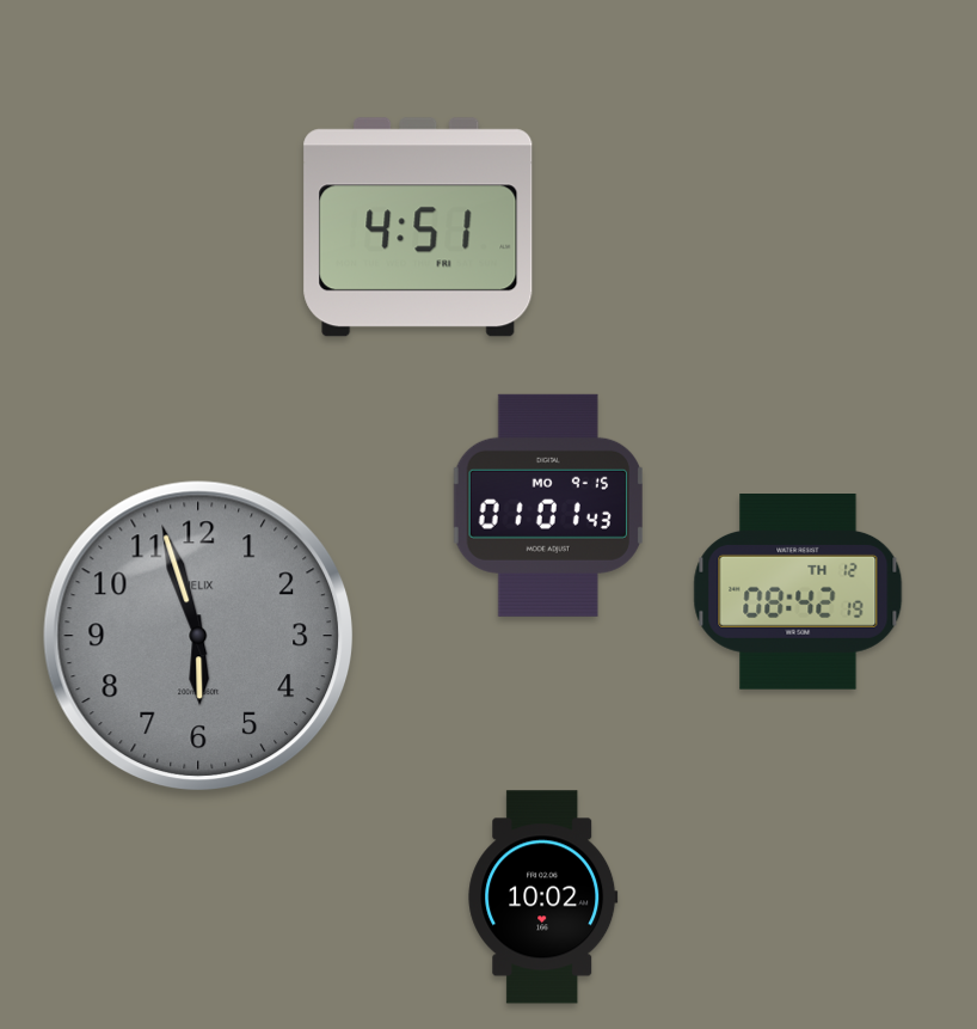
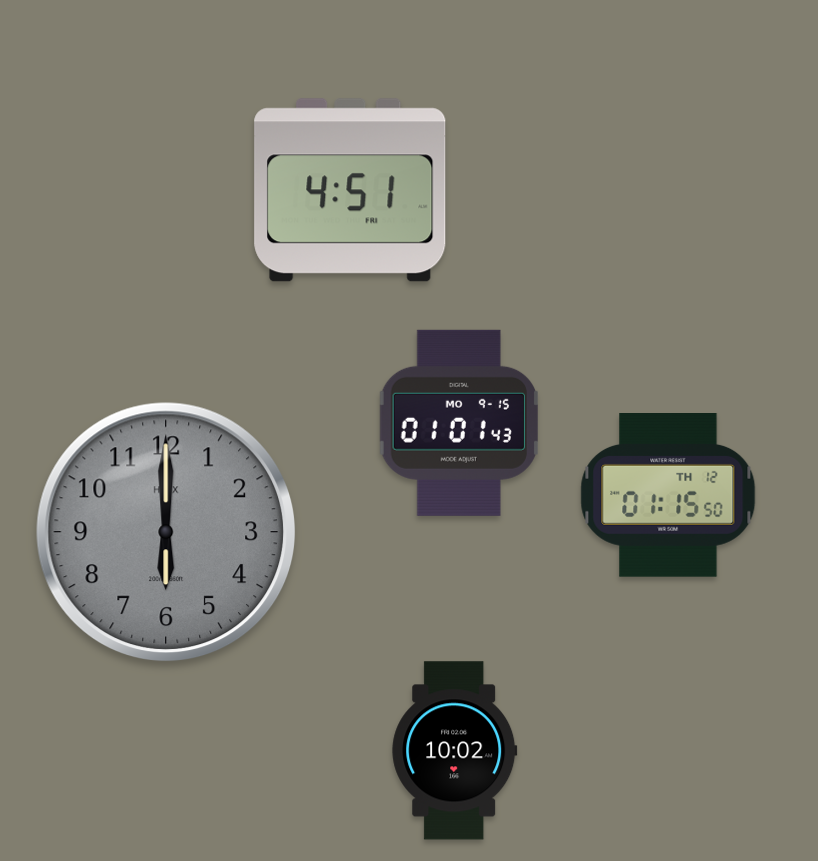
clock at (798, 593): 08:42 -> 01:15
clock at (198, 636): 5:57 -> 6:00
